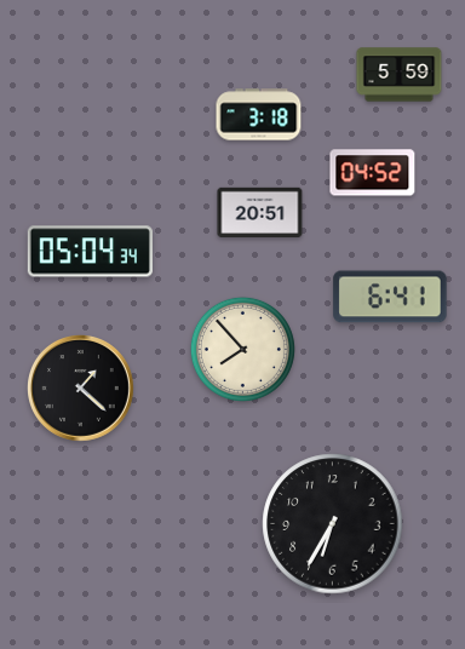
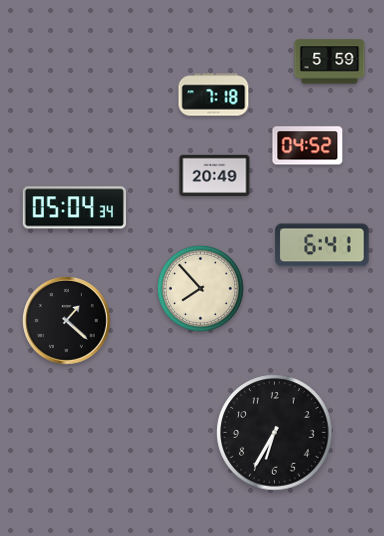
clock at (259, 115): 3:18 -> 7:18
clock at (373, 173) position: (373, 173) -> (308, 146)
clock at (260, 212): 20:51 -> 20:49
